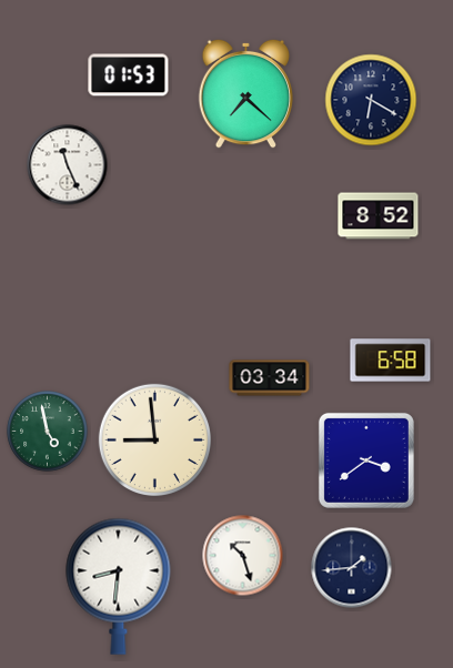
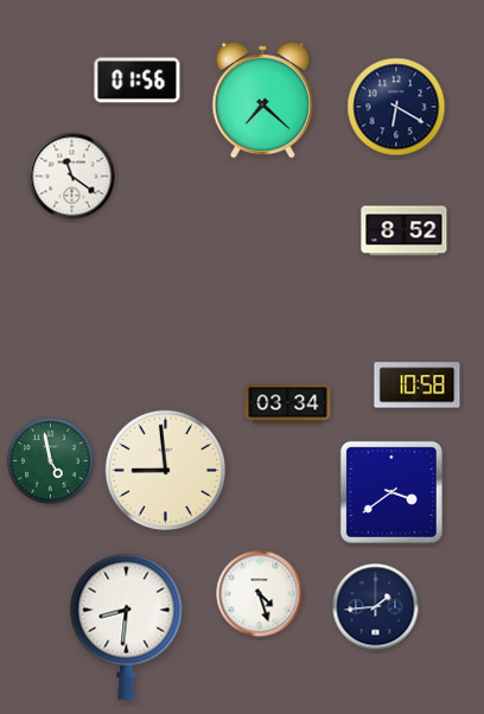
clock at (129, 75): 01:53 -> 01:56
clock at (68, 165): 11:26 -> 11:21
clock at (391, 361): 6:58 -> 10:58
clock at (243, 556): 10:27 -> 4:27
